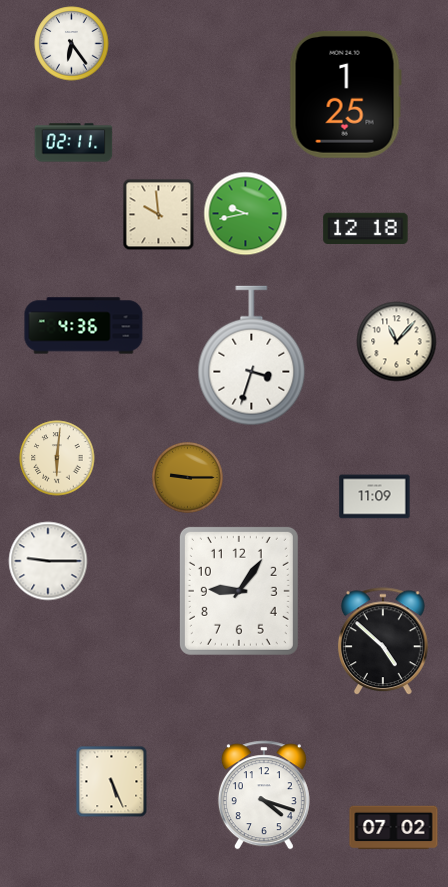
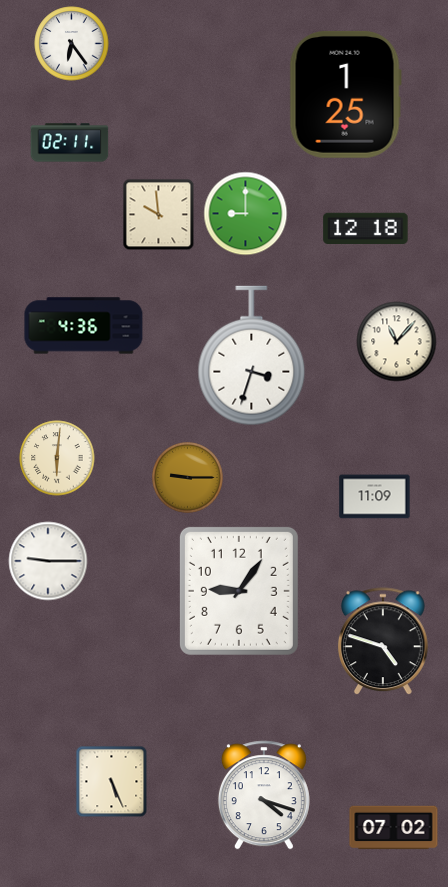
clock at (74, 143) position: (74, 143) -> (70, 143)
clock at (246, 214): 9:43 -> 9:00
clock at (383, 642): 4:52 -> 4:48
